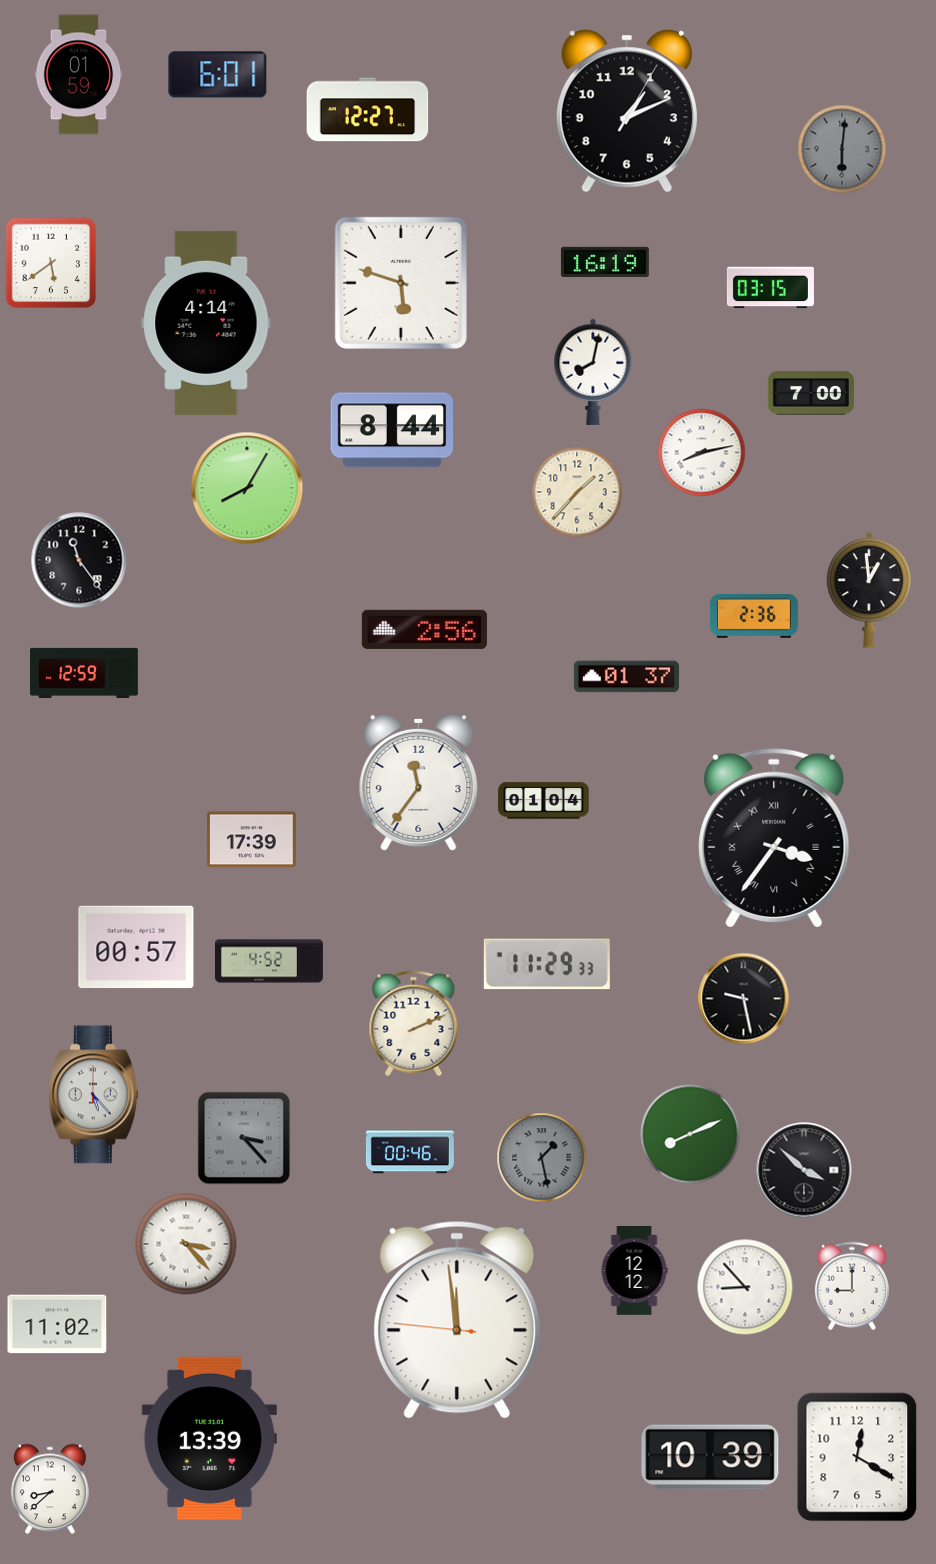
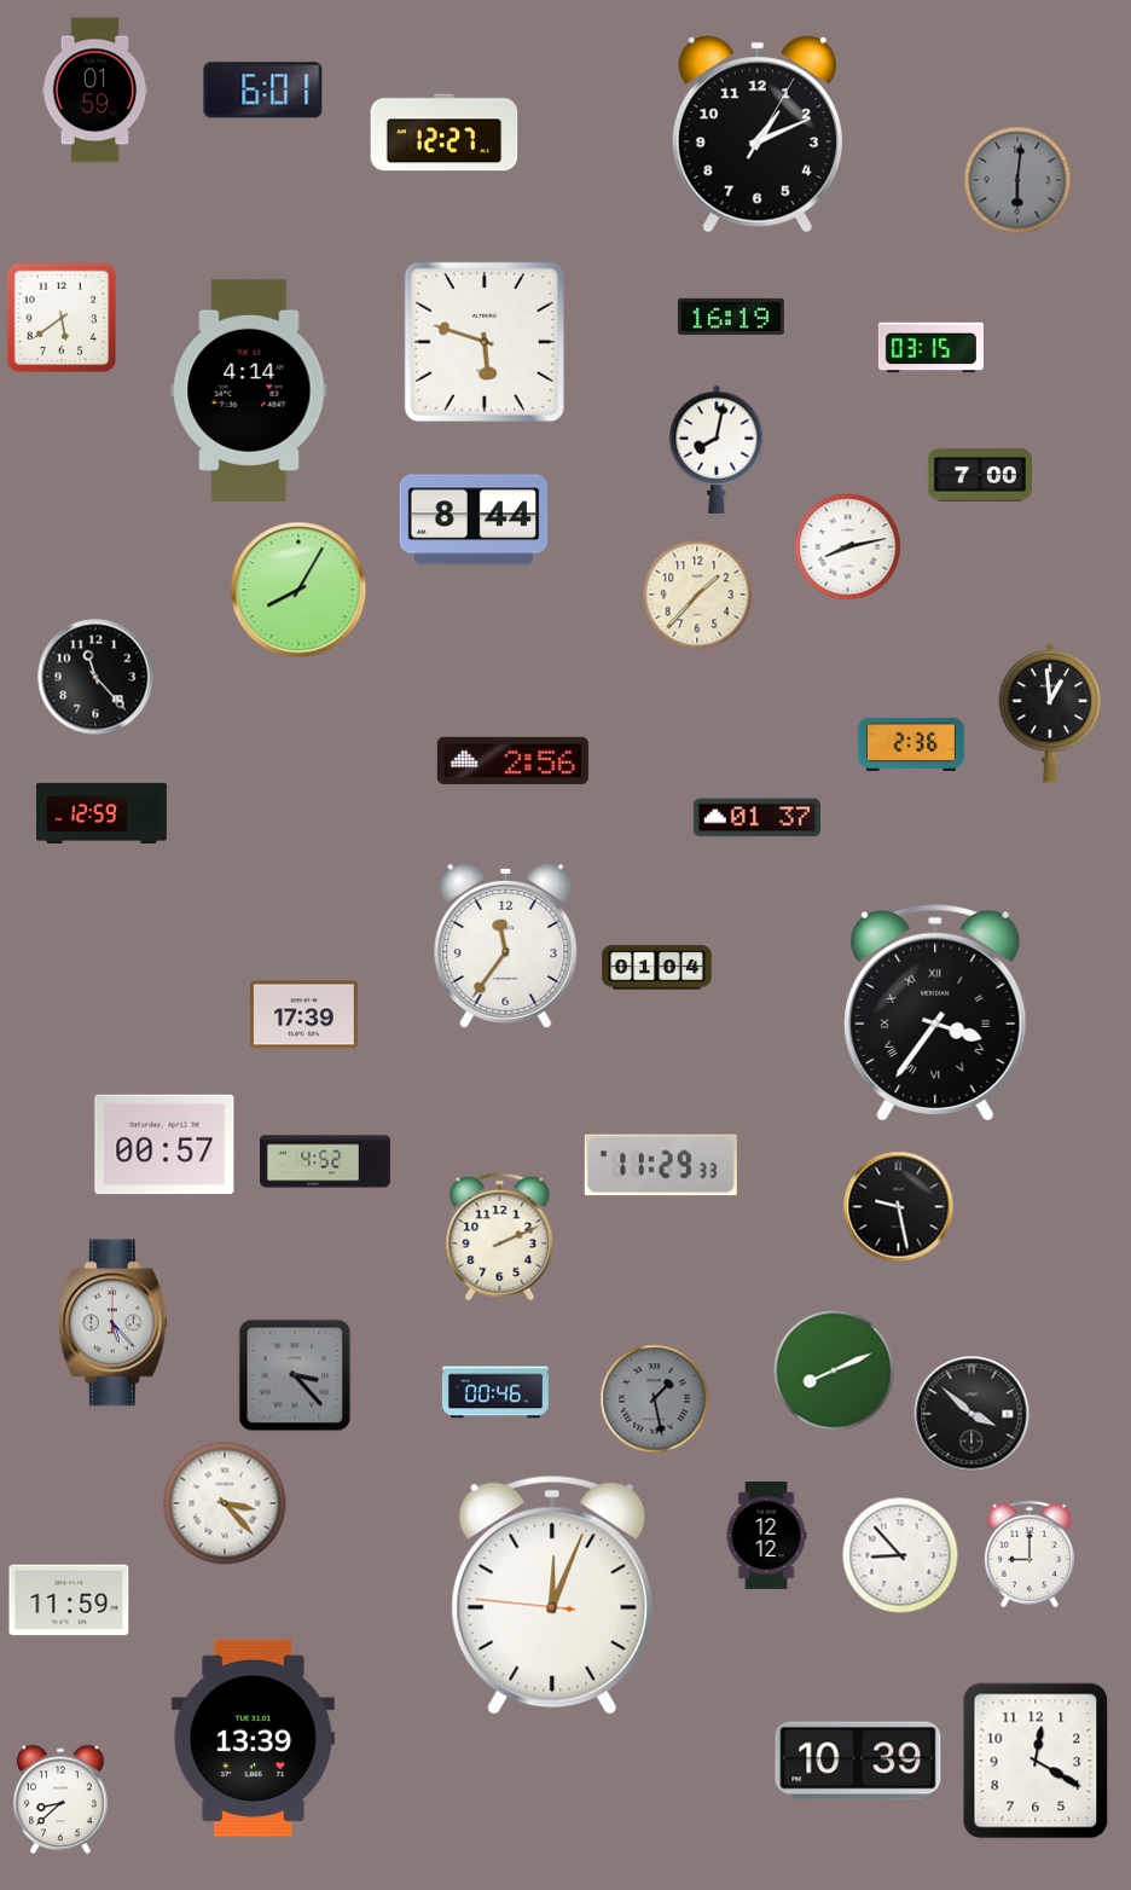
clock at (79, 560): 11:24 -> 11:23
clock at (457, 1320): 11:58 -> 12:03
clock at (57, 1324): 11:02 -> 11:59
